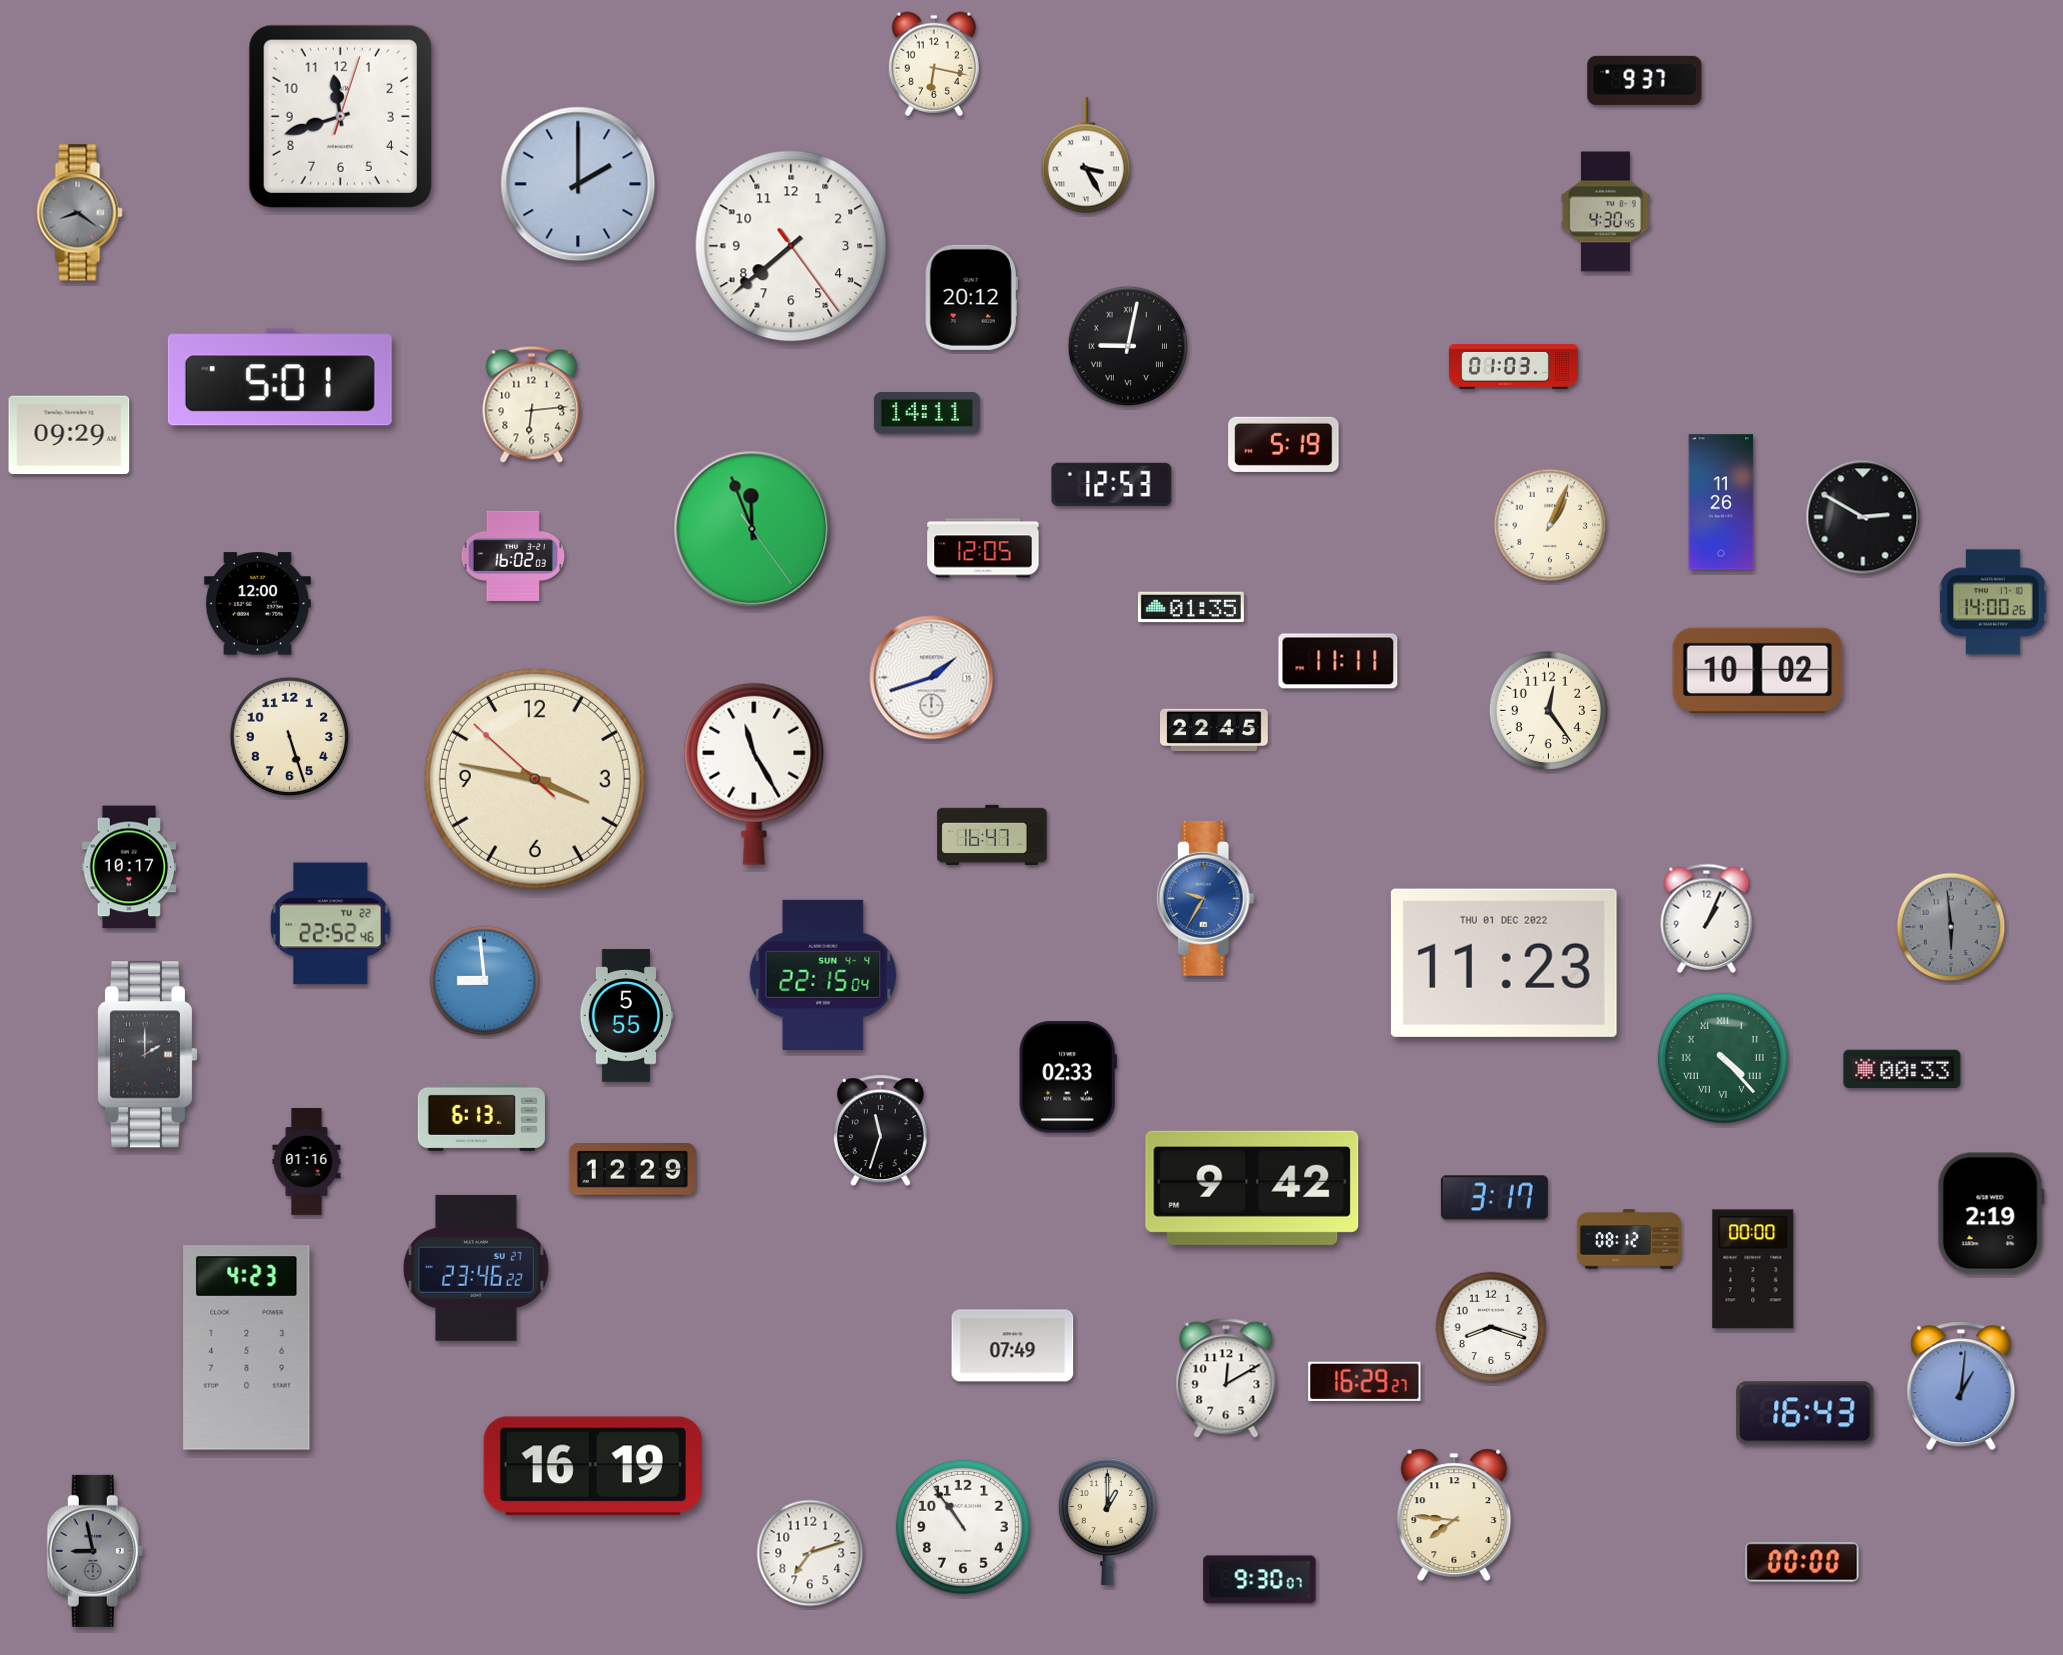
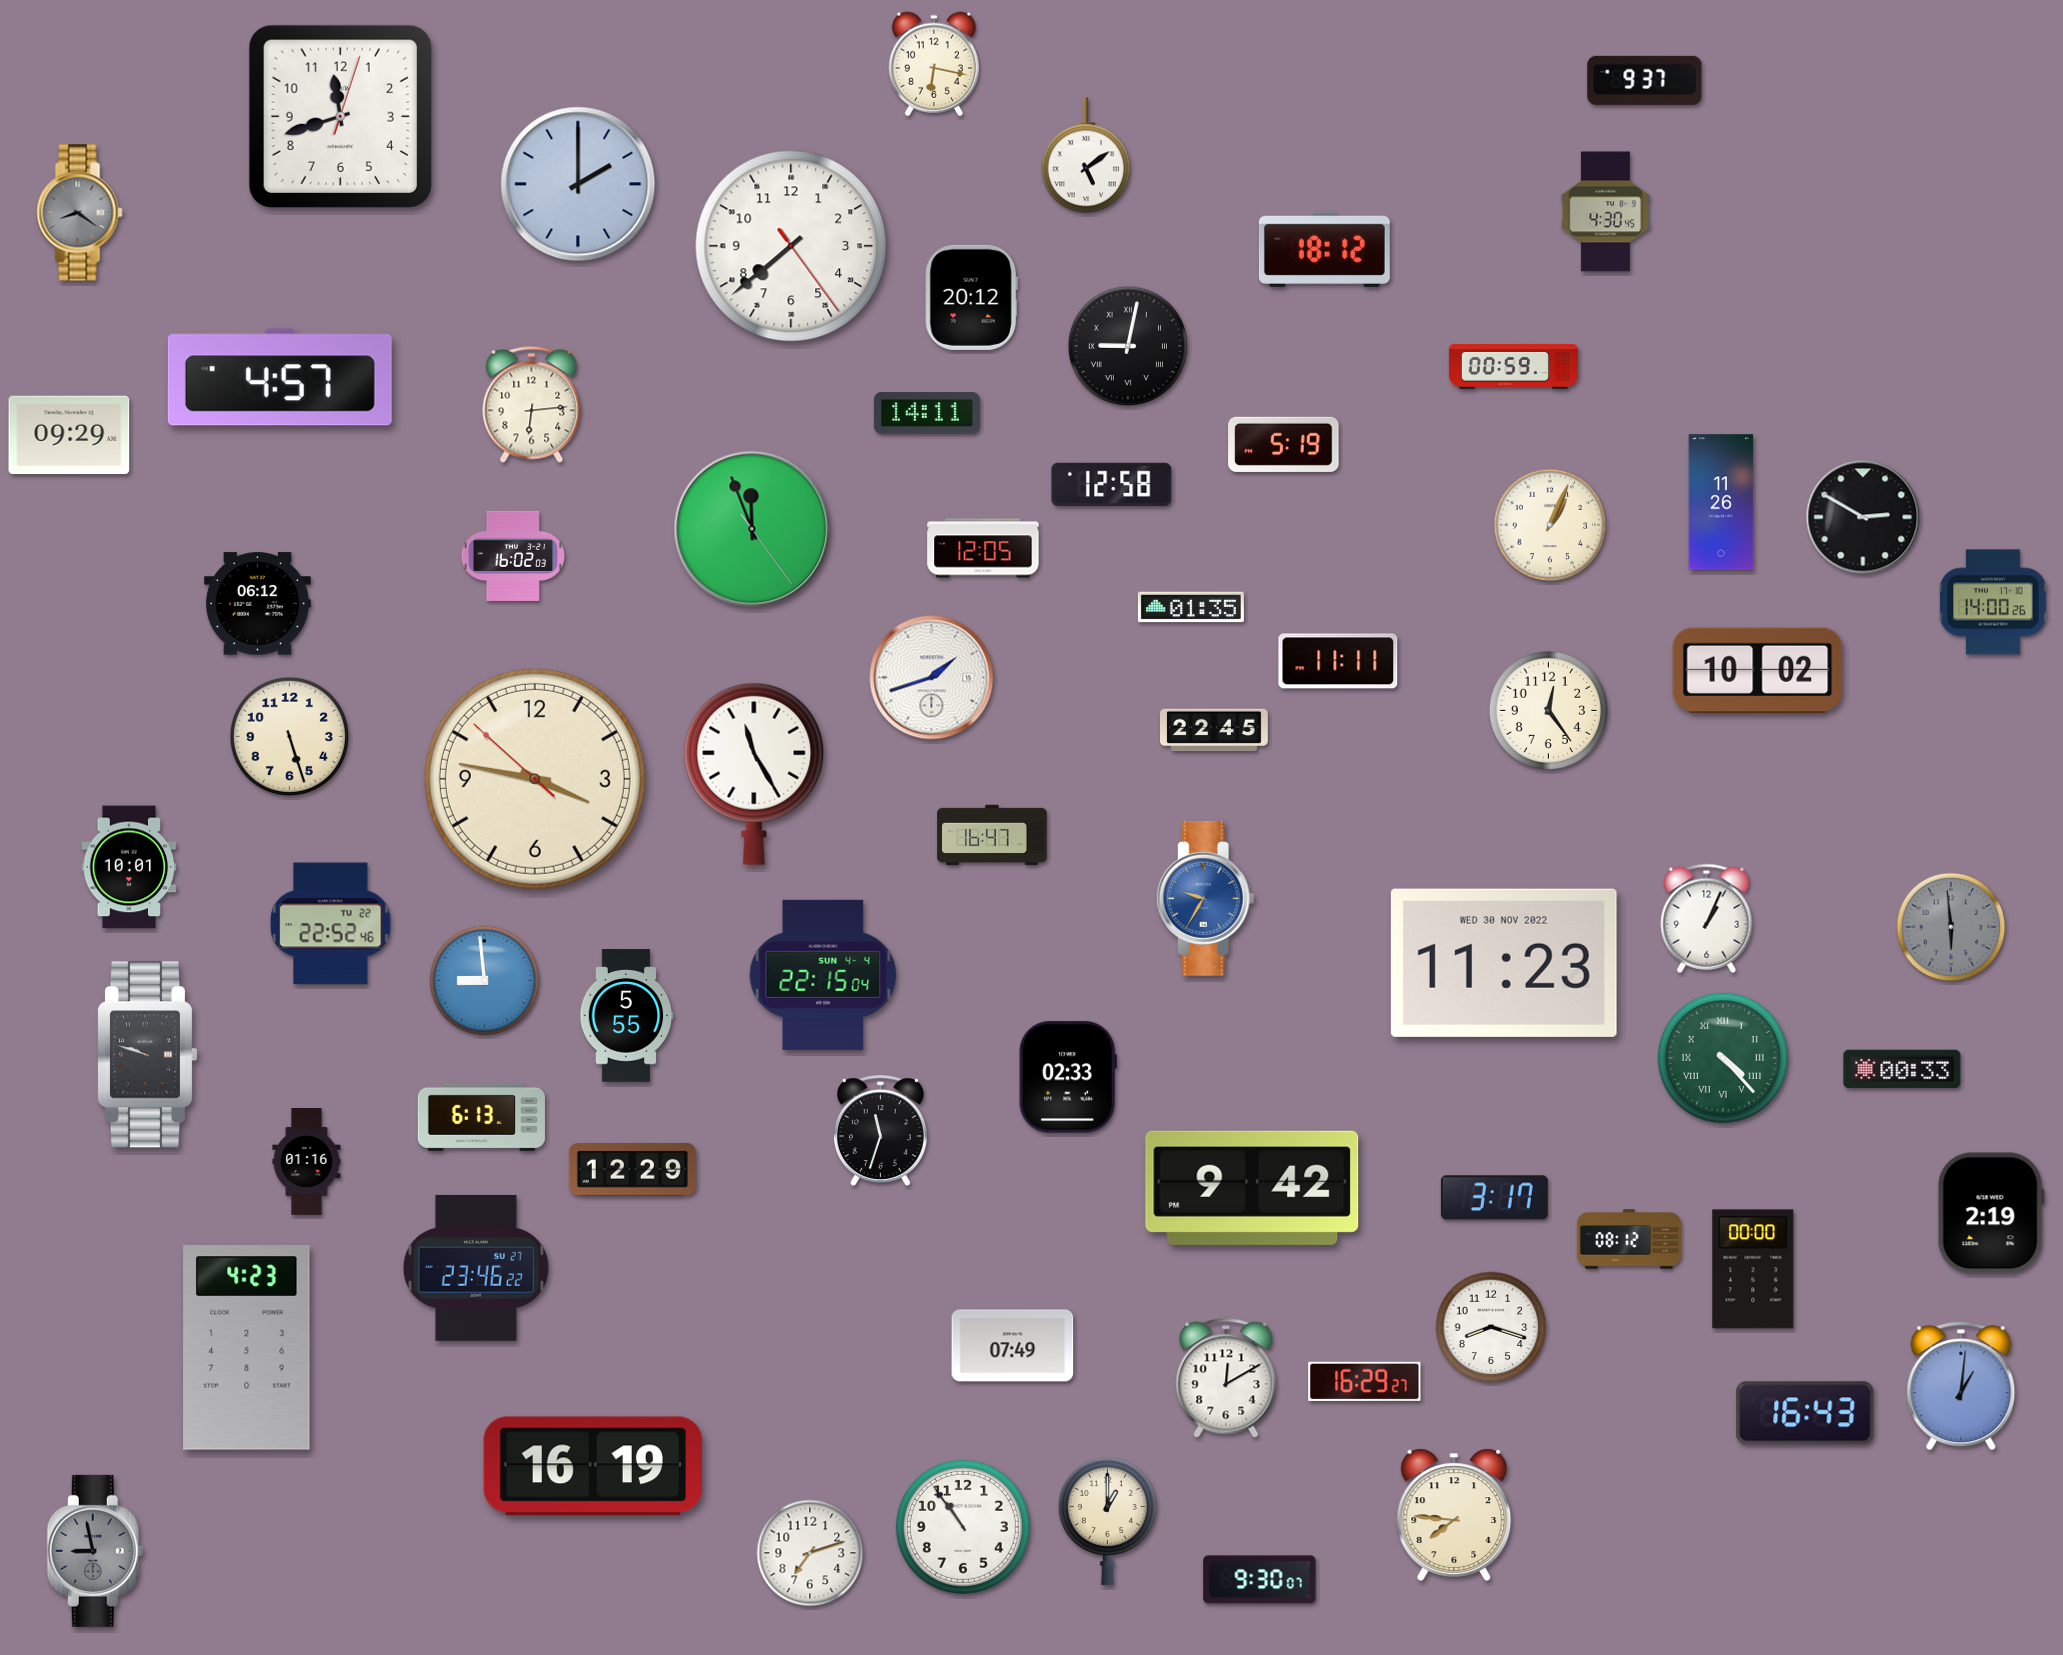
clock at (1085, 155): 3:25 -> 5:09
clock at (1324, 249): none -> 18:12
clock at (1513, 367): 01:03 -> 00:59
clock at (280, 377): 5:01 -> 4:57
clock at (1112, 484): 12:53 -> 12:58
clock at (257, 604): 12:00 -> 06:12
clock at (129, 867): 10:17 -> 10:01
clock at (1504, 963) date: THU 01 DEC 2022 -> WED 30 NOV 2022
clock at (147, 1055): 2:00 -> 9:48
clock at (1802, 1562): 00:00 -> none
